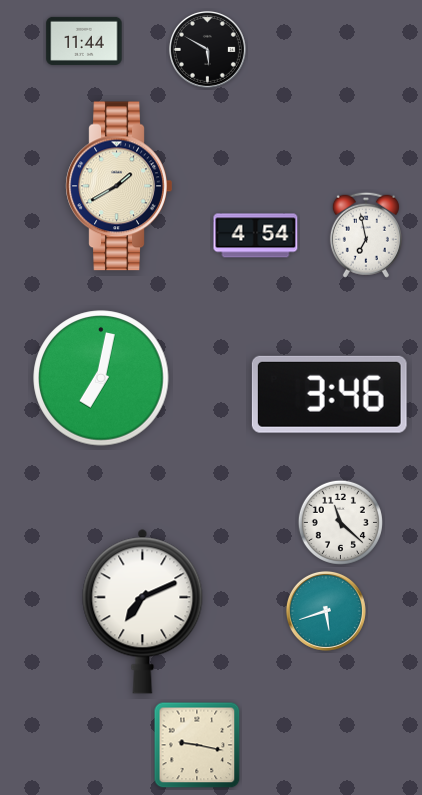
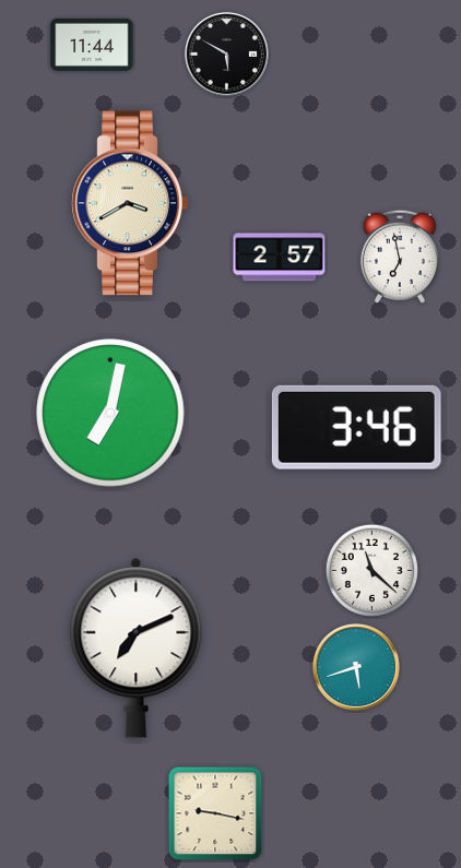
clock at (119, 186): 1:40 -> 3:40
clock at (256, 236): 4:54 -> 2:57
clock at (329, 394) position: (329, 394) -> (356, 427)
clock at (143, 611) position: (143, 611) -> (137, 647)
